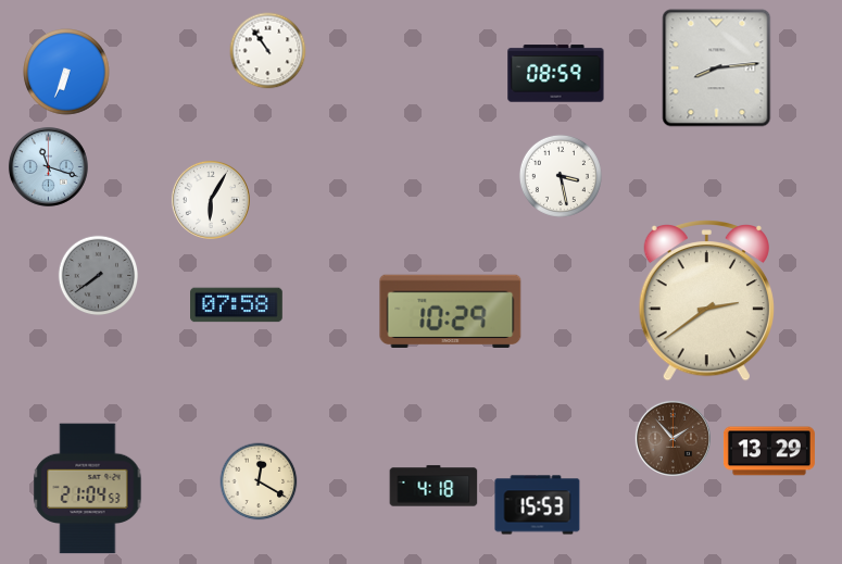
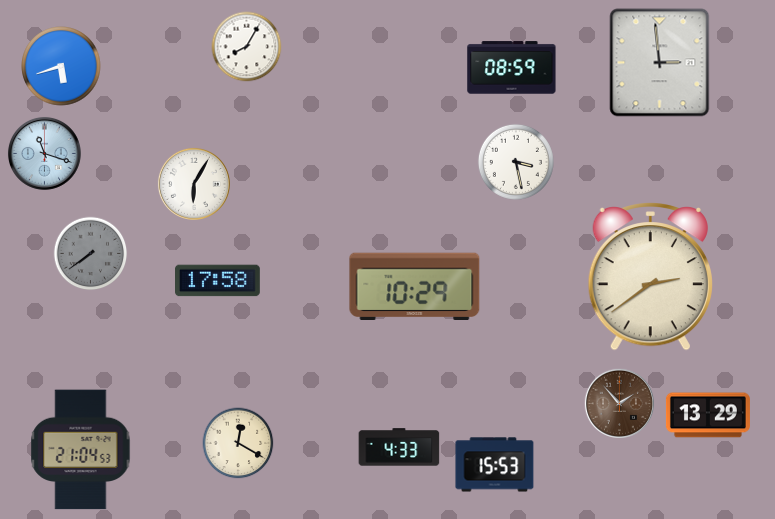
clock at (268, 51): 10:54 -> 8:05
clock at (717, 68): 8:14 -> 2:59
clock at (66, 72): 6:34 -> 5:42
clock at (237, 305): 07:58 -> 17:58
clock at (433, 486): 4:18 -> 4:33
